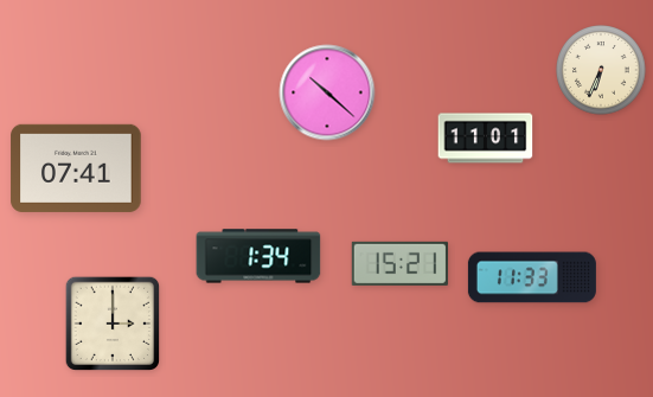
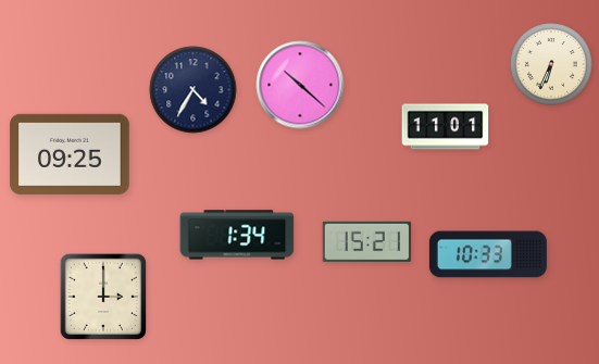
clock at (194, 90): none -> 4:35
clock at (76, 168): 07:41 -> 09:25
clock at (532, 277): 11:33 -> 10:33
